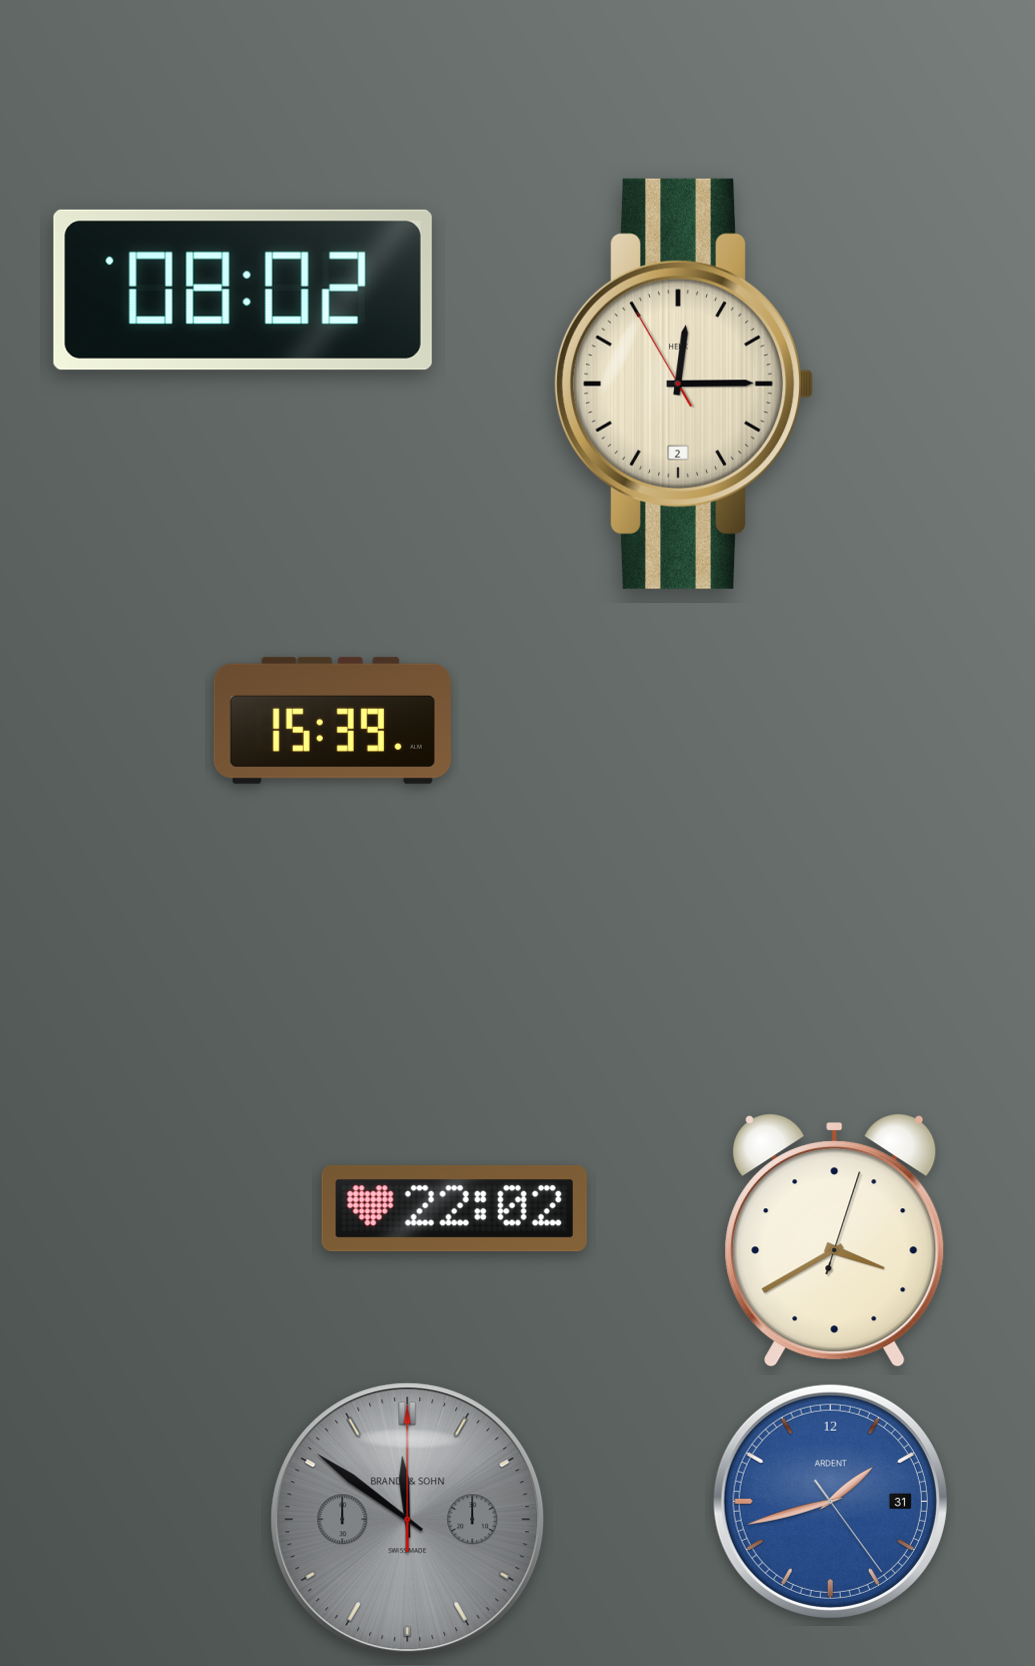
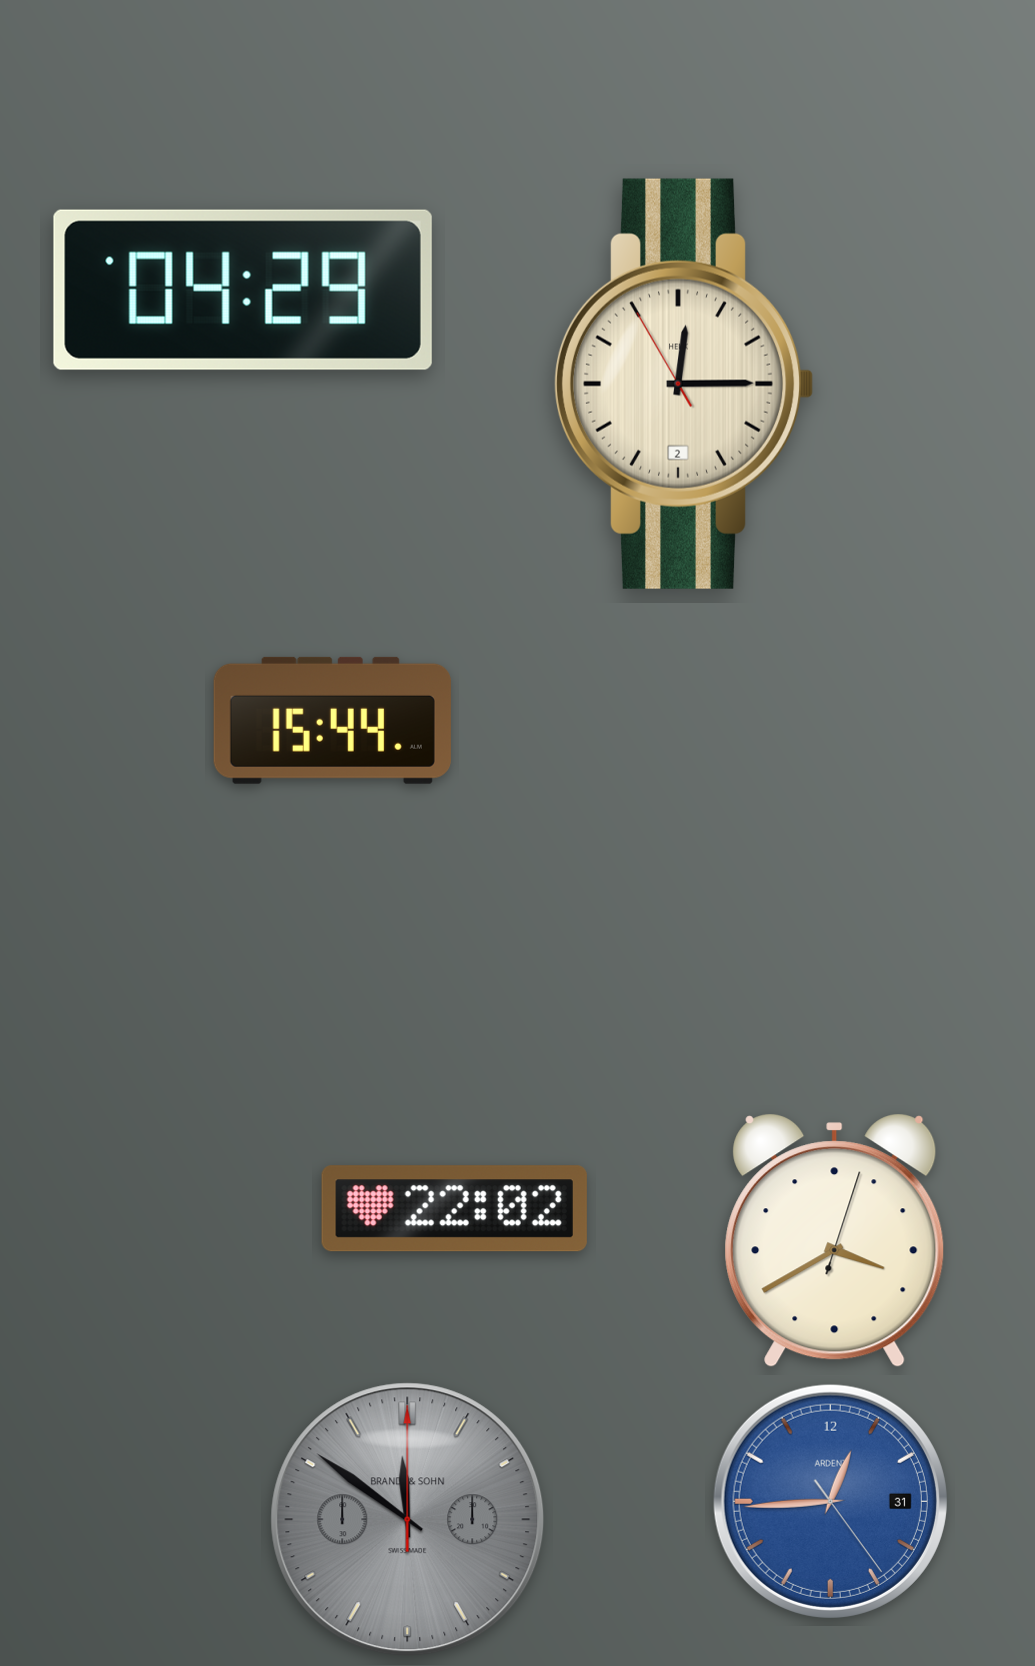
clock at (243, 290): 08:02 -> 04:29
clock at (332, 720): 15:39 -> 15:44
clock at (830, 1501): 1:42 -> 12:44
